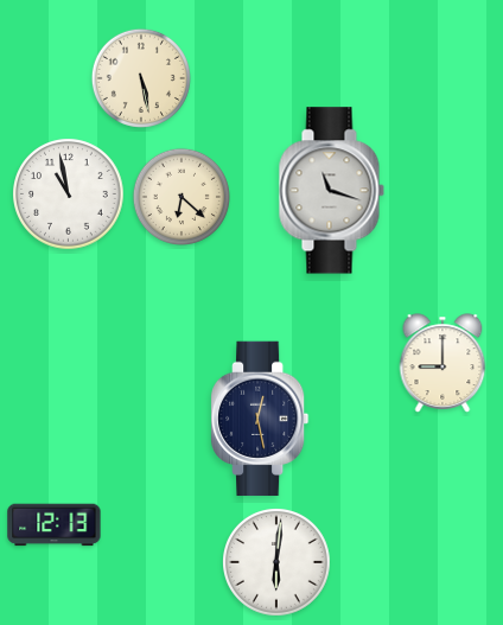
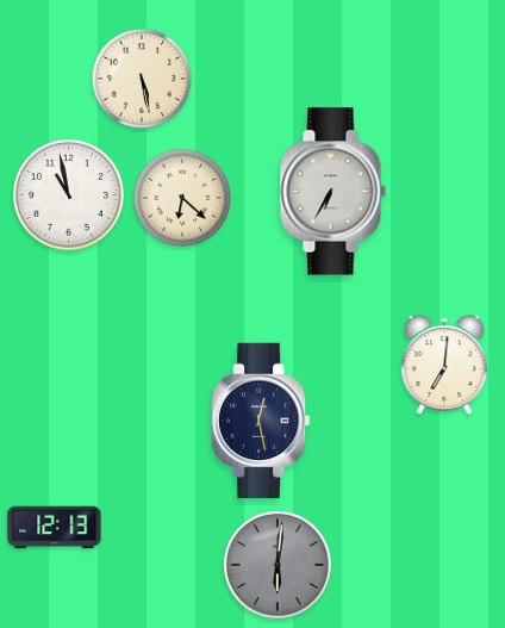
clock at (331, 191): 11:18 -> 6:35
clock at (442, 363): 9:00 -> 7:01
clock at (278, 563) dial: white -> grey
